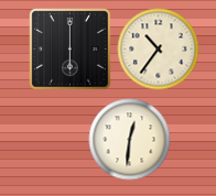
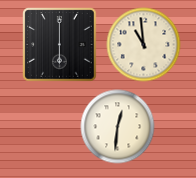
clock at (71, 50) position: (71, 50) -> (60, 45)
clock at (159, 50): 10:36 -> 10:59
